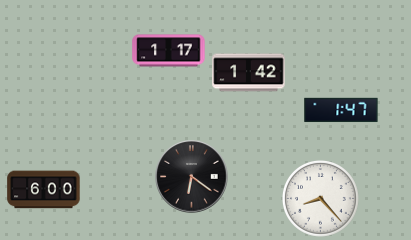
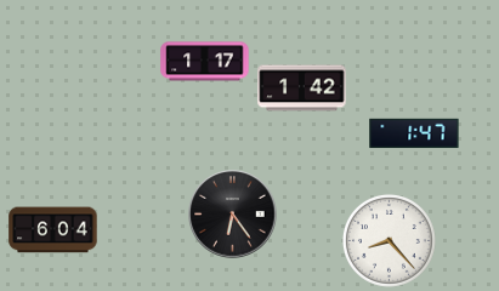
clock at (192, 177): 6:21 -> 6:24
clock at (44, 190): 6:00 -> 6:04
